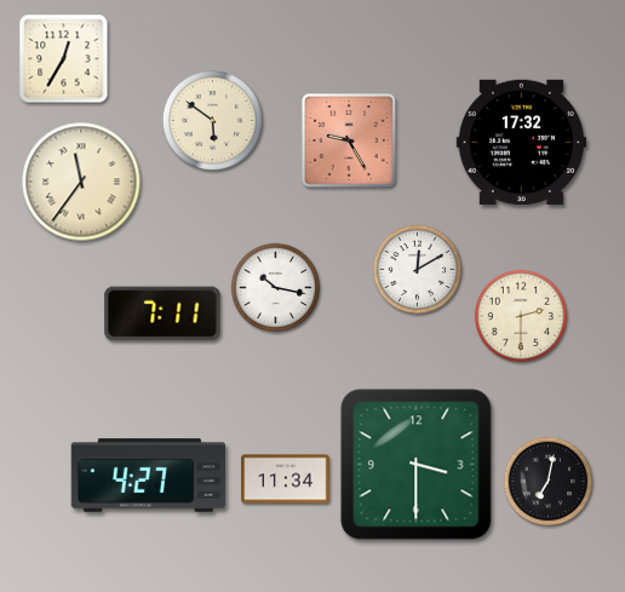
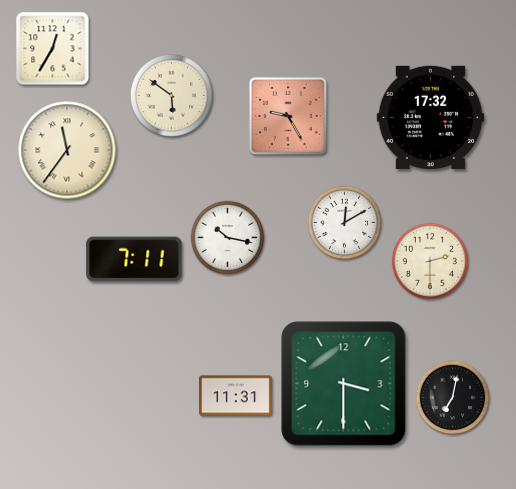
clock at (212, 120) position: (212, 120) -> (171, 95)
clock at (149, 476): 4:27 -> none
clock at (286, 479): 11:34 -> 11:31
